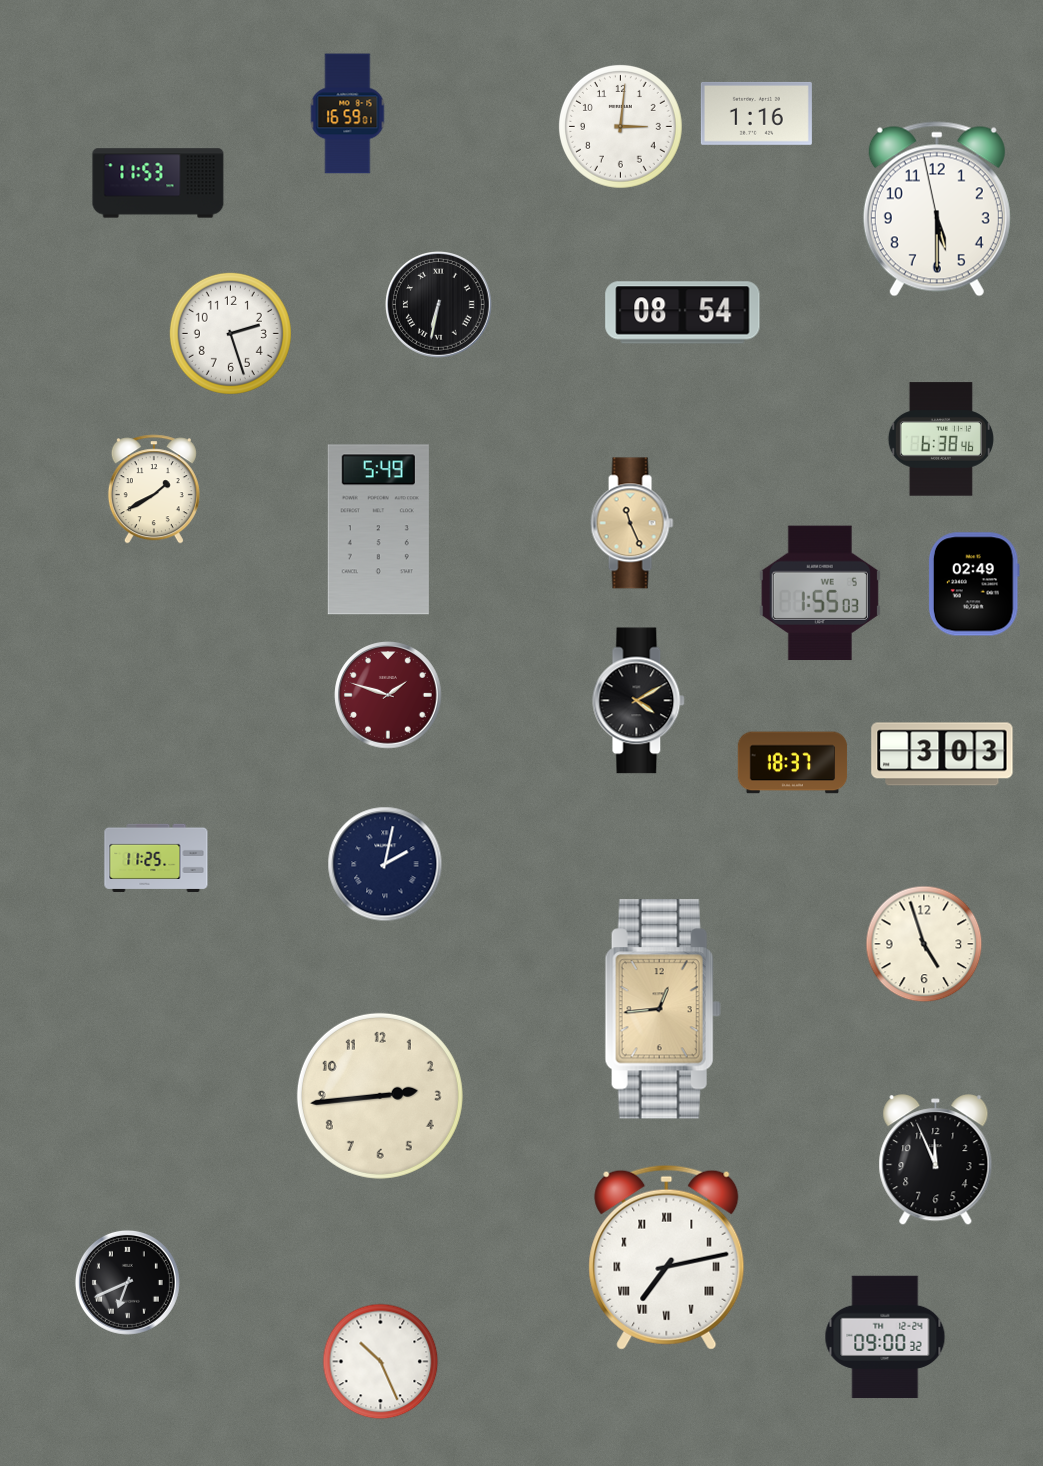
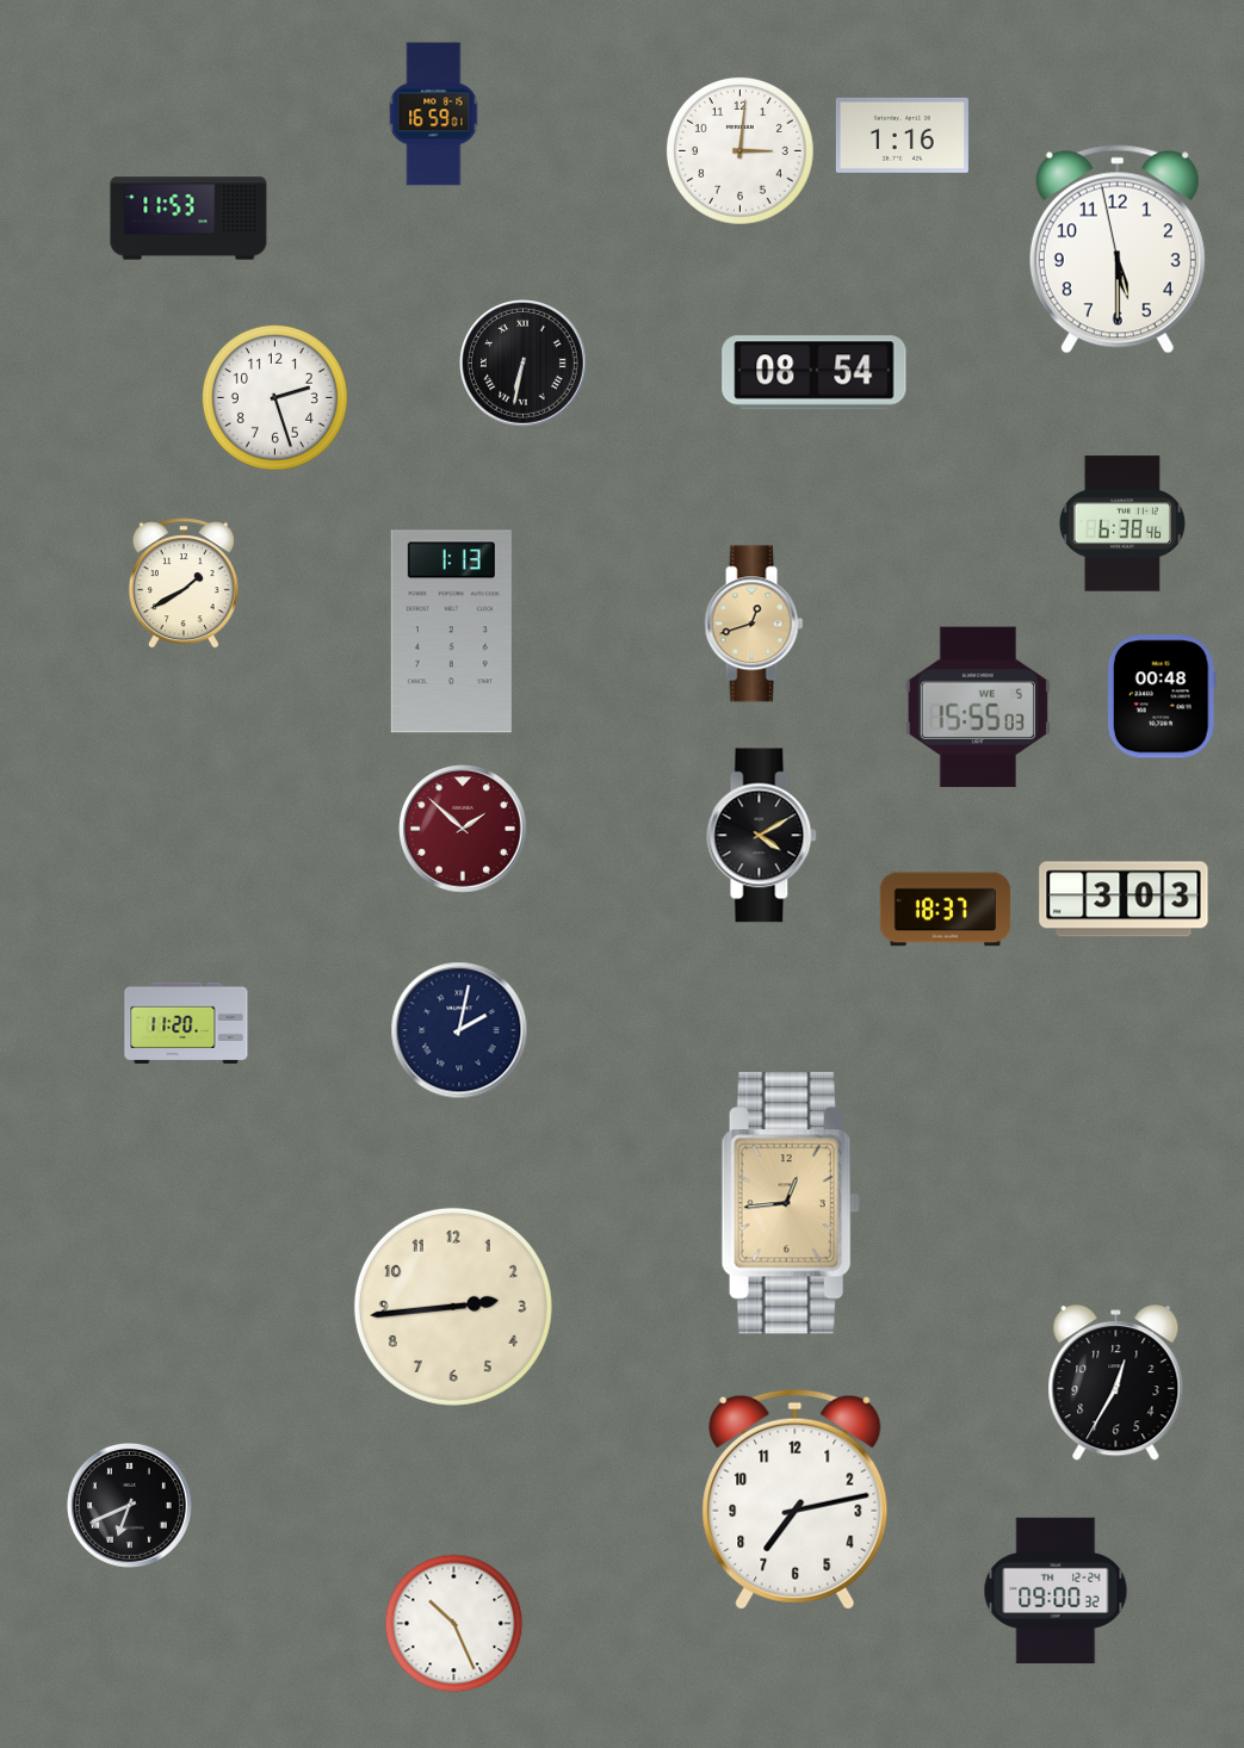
clock at (348, 114) position: (348, 114) -> (434, 114)
clock at (632, 523): 11:26 -> 12:42
clock at (378, 530): 5:49 -> 1:13
clock at (974, 584): 02:49 -> 00:48
clock at (820, 593): 1:55 -> 15:55
clock at (388, 695): 1:48 -> 1:52
clock at (156, 858): 11:25 -> 11:20
clock at (924, 944): 4:57 -> none
clock at (936, 1160): 11:56 -> 12:35
clock at (667, 1257) numerals: Roman -> Arabic
clock at (127, 1282) position: (127, 1282) -> (129, 1505)
clock at (885, 1337) position: (885, 1337) -> (1056, 1591)
